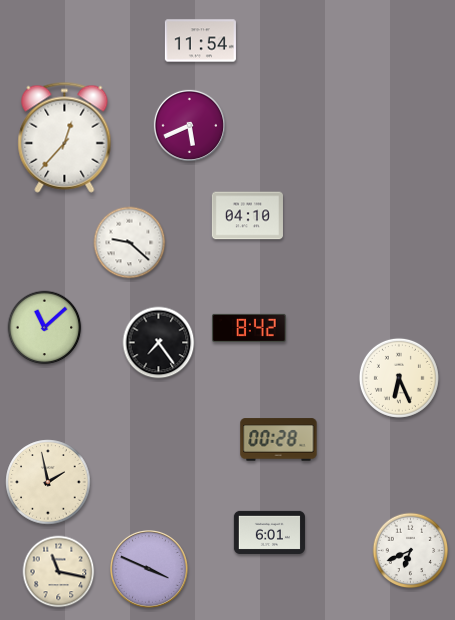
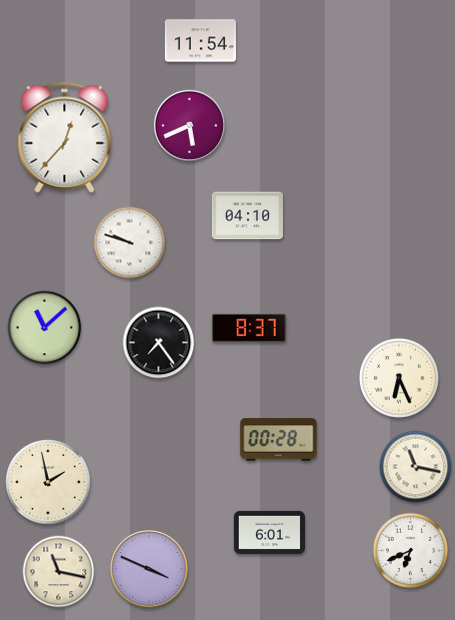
clock at (130, 243): 9:22 -> 9:48
clock at (249, 328): 8:42 -> 8:37
clock at (416, 467): none -> 11:17
